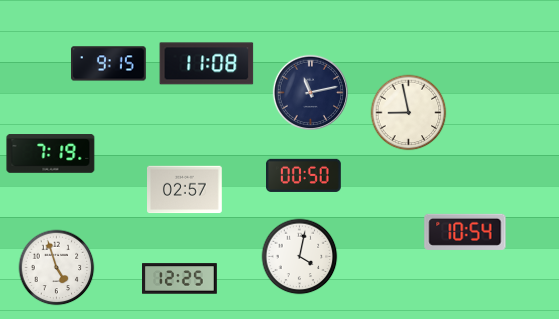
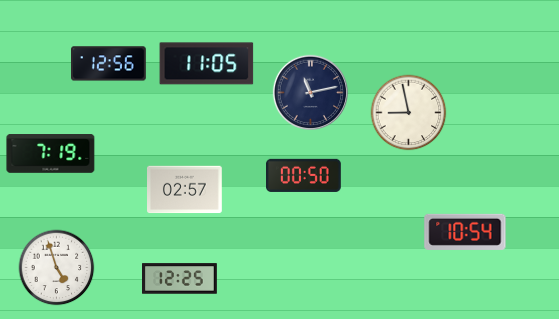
clock at (109, 64): 9:15 -> 12:56
clock at (207, 64): 11:08 -> 11:05
clock at (300, 257): 4:02 -> none
